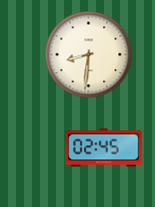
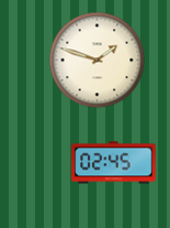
clock at (88, 54): 8:31 -> 1:48
